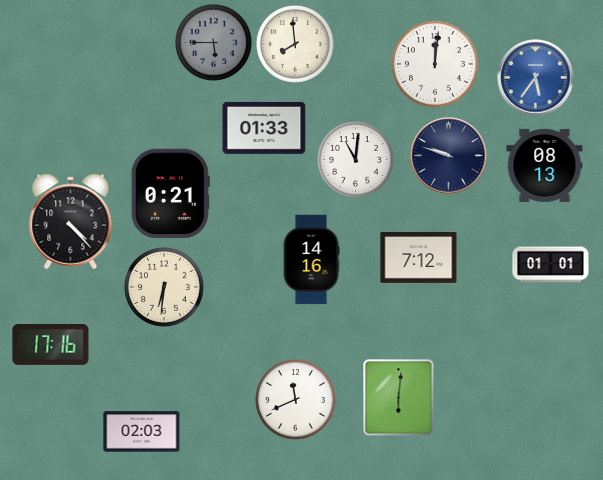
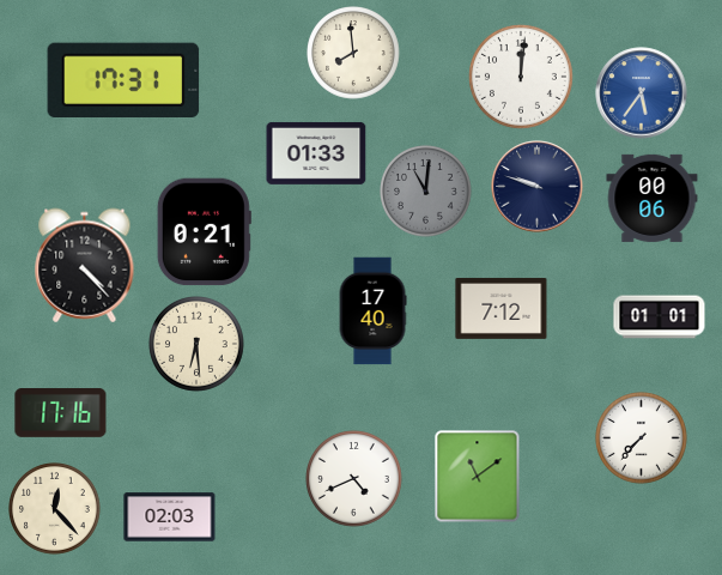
clock at (214, 43): 5:45 -> none
clock at (123, 79): none -> 17:31
clock at (356, 160) dial: white -> grey
clock at (545, 165): 08:13 -> 00:06
clock at (311, 260): 14:16 -> 17:40
clock at (165, 288): 6:31 -> 6:29
clock at (642, 438): none -> 7:37
clock at (399, 398): 6:01 -> 11:09
clock at (296, 400): 11:41 -> 4:41
clock at (55, 509): none -> 12:23
